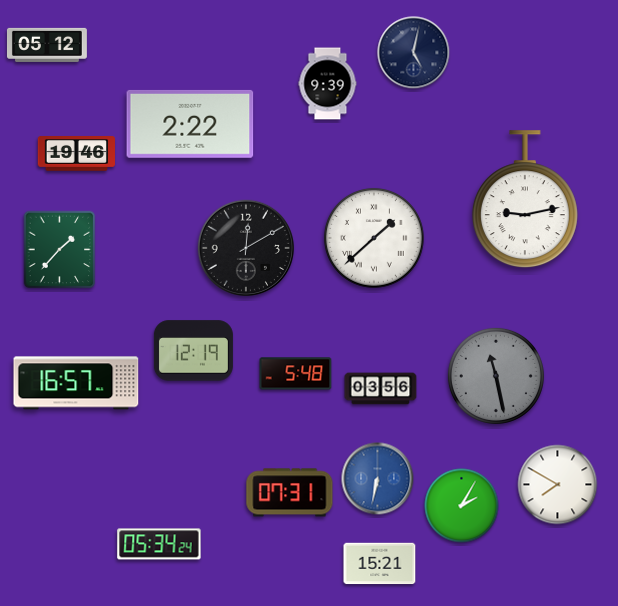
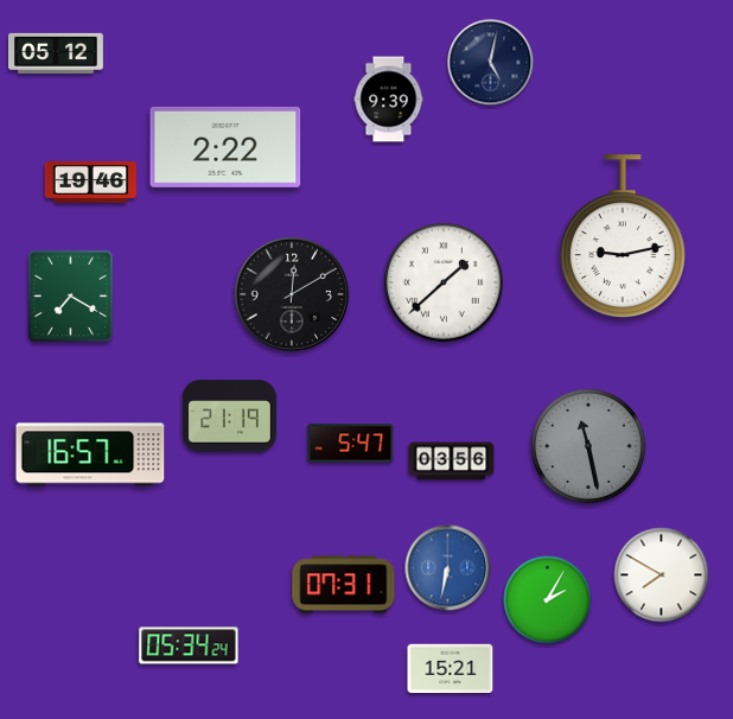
clock at (60, 250): 1:37 -> 7:20
clock at (193, 351): 12:19 -> 21:19
clock at (296, 374): 5:48 -> 5:47
